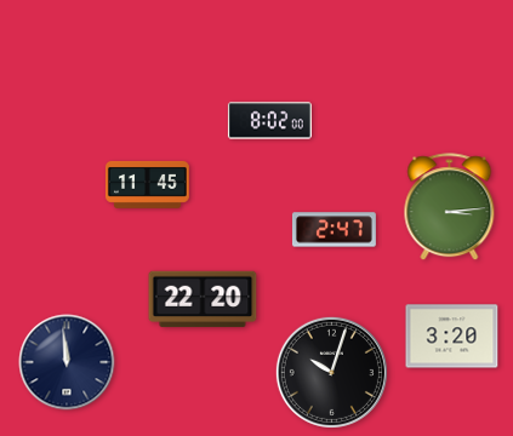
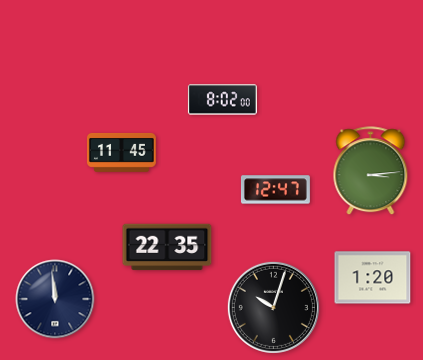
clock at (334, 230): 2:47 -> 12:47
clock at (203, 299): 22:20 -> 22:35
clock at (452, 337): 3:20 -> 1:20
